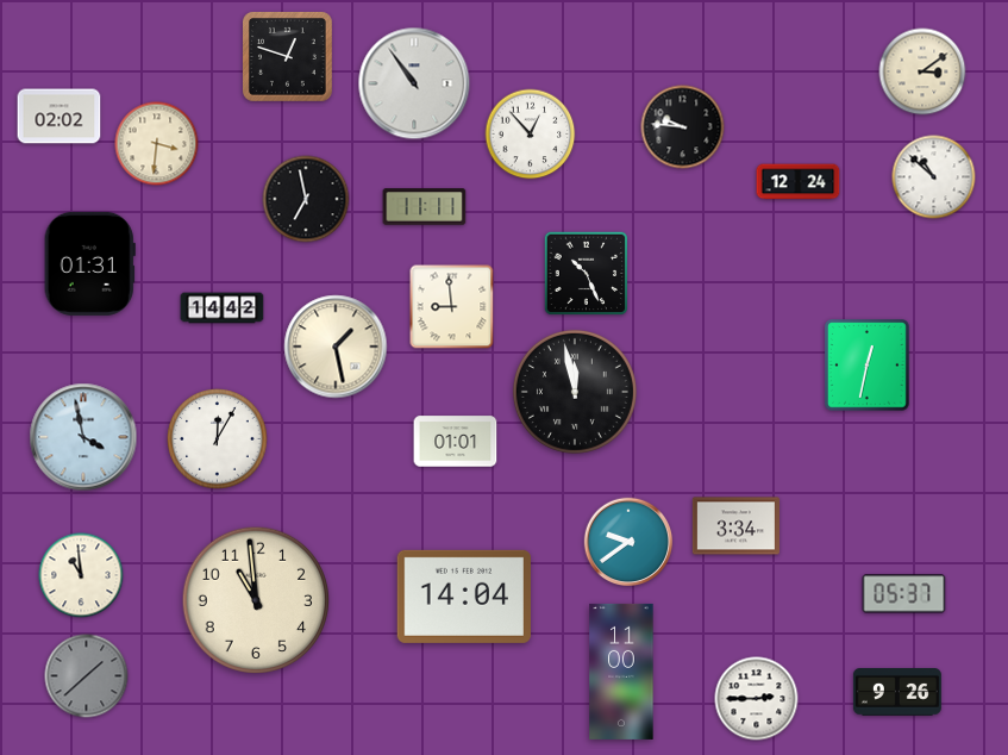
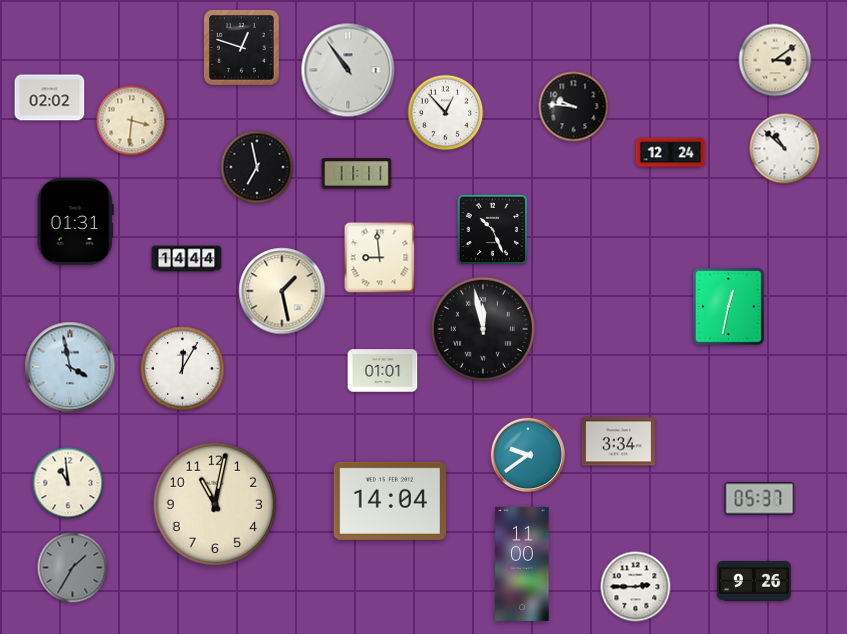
clock at (223, 308): 14:42 -> 14:44
clock at (256, 600): 10:59 -> 11:02
clock at (87, 676): 1:38 -> 1:35
